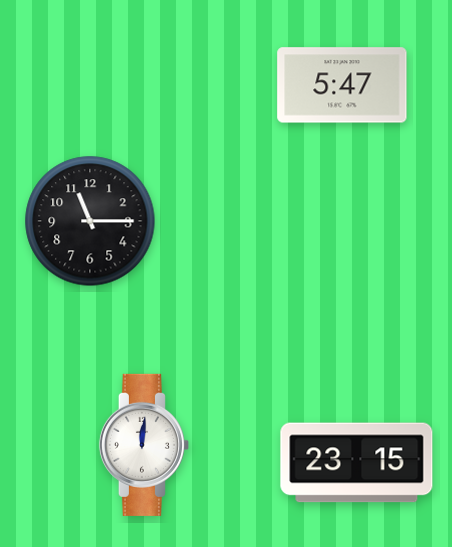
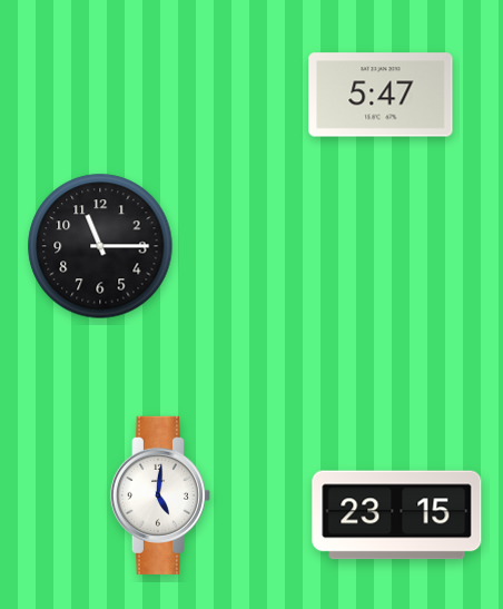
clock at (144, 445): 12:01 -> 5:01
